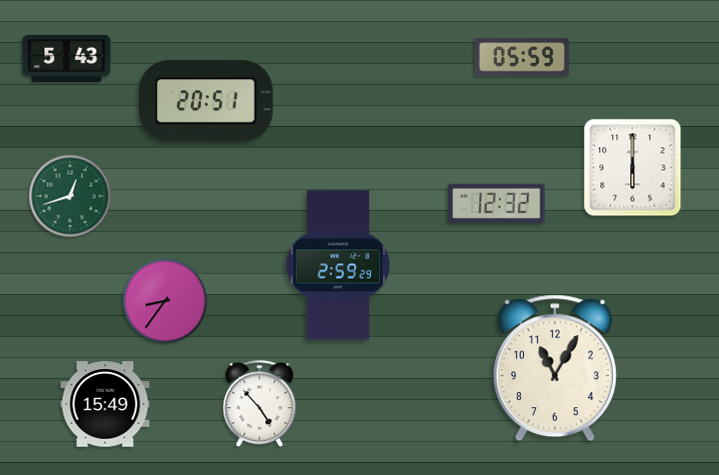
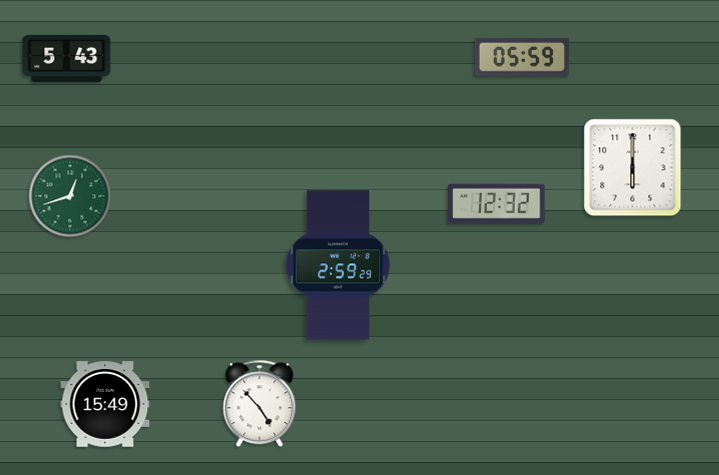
clock at (206, 101): 20:51 -> none
clock at (165, 301): 8:36 -> none
clock at (555, 368): 11:05 -> none
